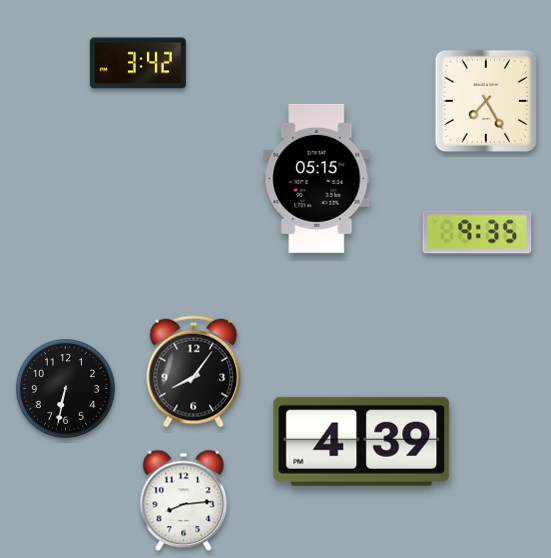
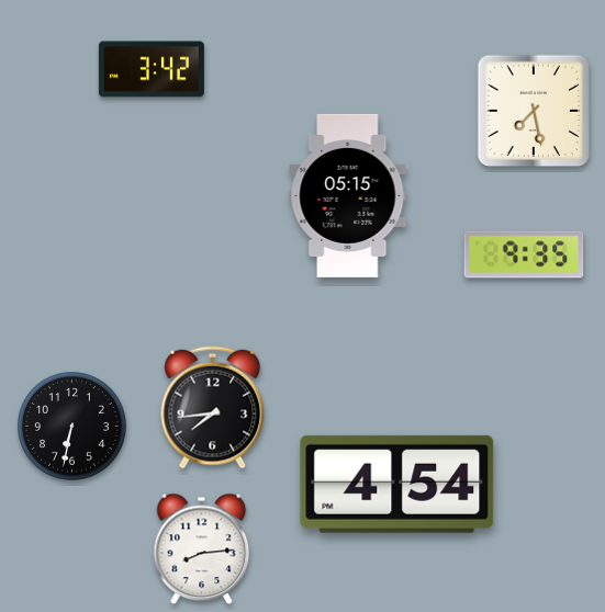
clock at (486, 101): 7:25 -> 7:28
clock at (194, 372): 8:06 -> 7:44
clock at (362, 441): 4:39 -> 4:54
